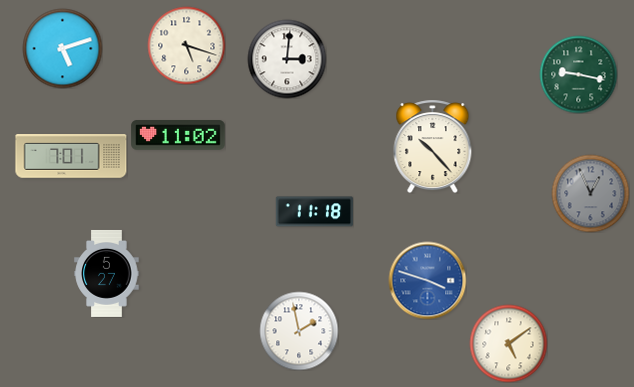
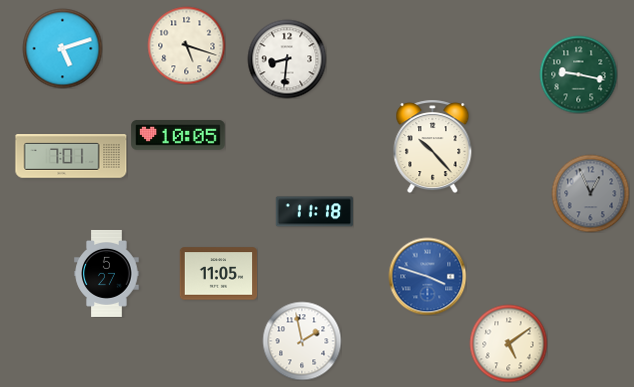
clock at (287, 59): 3:01 -> 8:31
clock at (178, 135): 11:02 -> 10:05
clock at (218, 274): none -> 11:05
clock at (427, 280) position: (427, 280) -> (427, 276)
clock at (299, 331) position: (299, 331) -> (302, 341)
